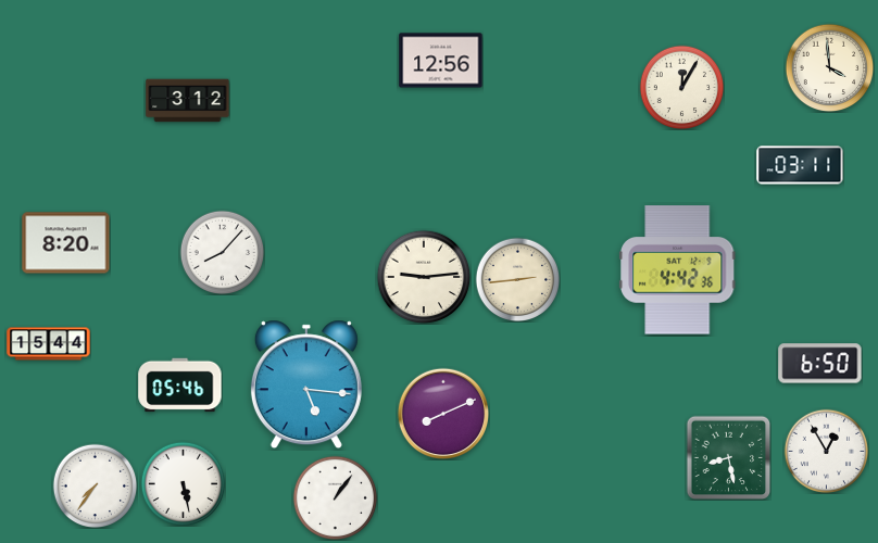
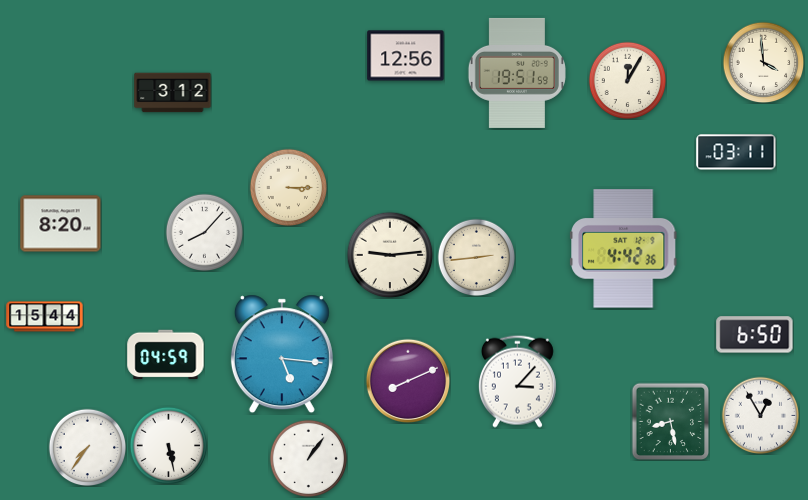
clock at (517, 73): none -> 19:51
clock at (288, 187): none -> 3:15
clock at (180, 386): 05:46 -> 04:59
clock at (517, 381): none -> 3:07
